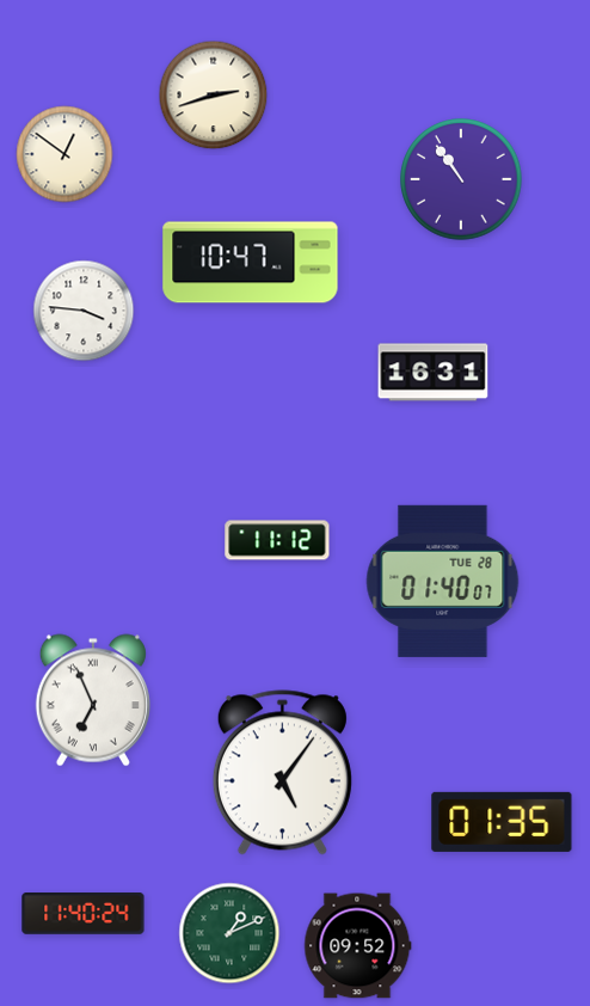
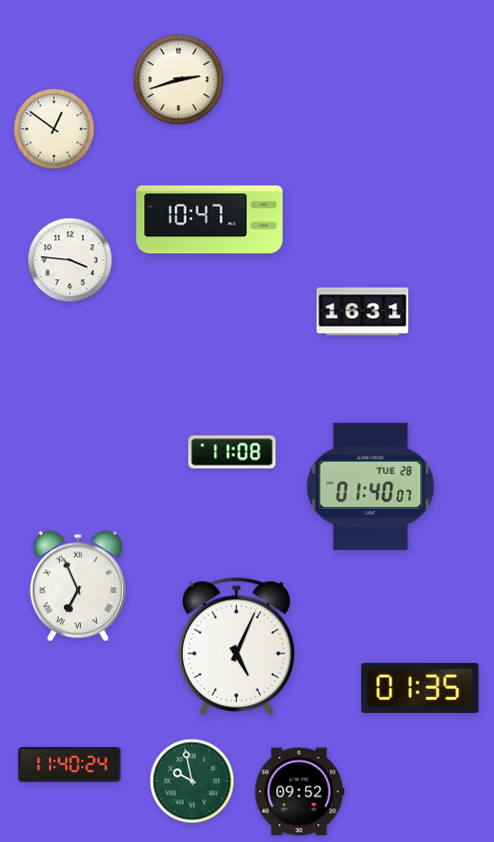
clock at (461, 179): 10:54 -> none
clock at (277, 540): 11:12 -> 11:08
clock at (282, 773): 5:06 -> 5:04
clock at (229, 933): 1:11 -> 9:58
